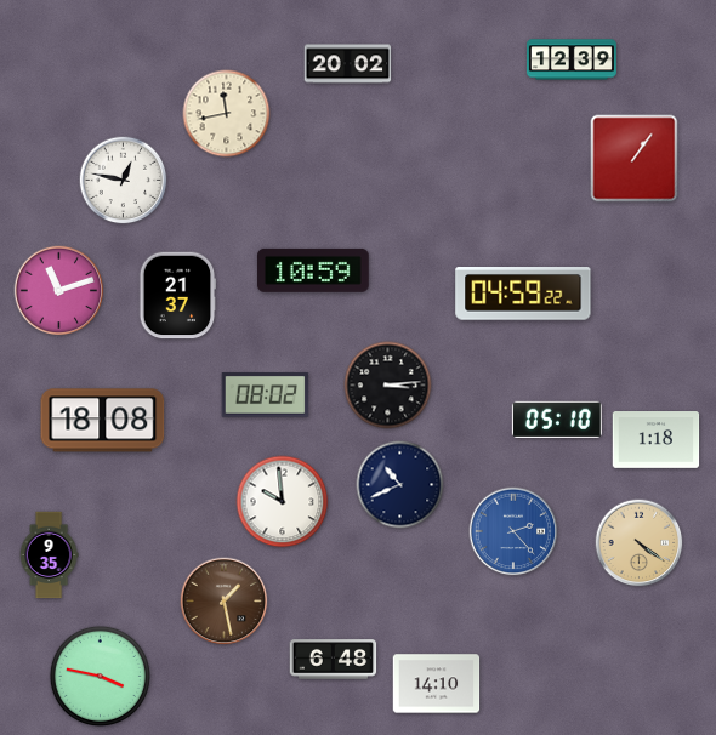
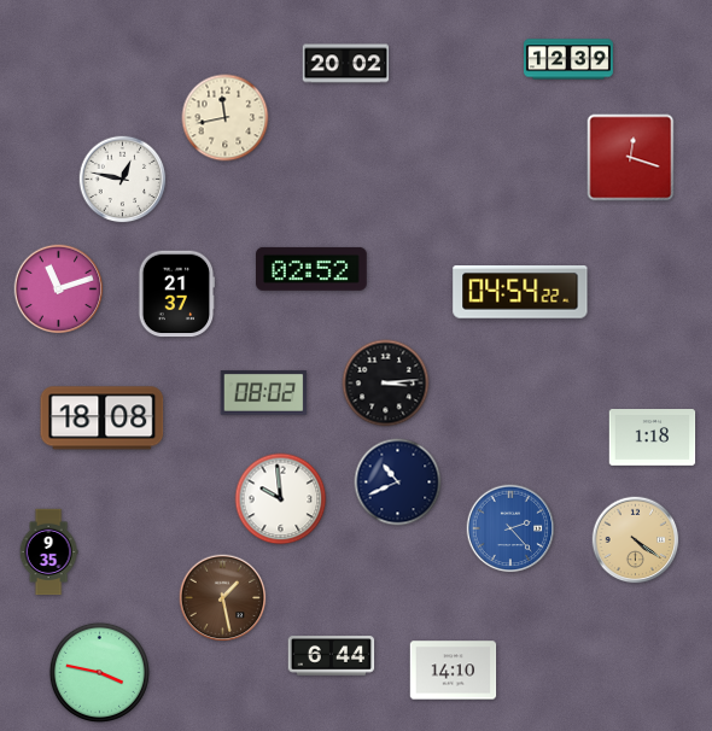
clock at (227, 114) position: (227, 114) -> (226, 118)
clock at (635, 159): 1:06 -> 12:18
clock at (314, 270): 10:59 -> 02:52
clock at (523, 295): 04:59 -> 04:54
clock at (557, 420): 05:10 -> none
clock at (334, 660): 6:48 -> 6:44
clock at (437, 684) position: (437, 684) -> (454, 671)
